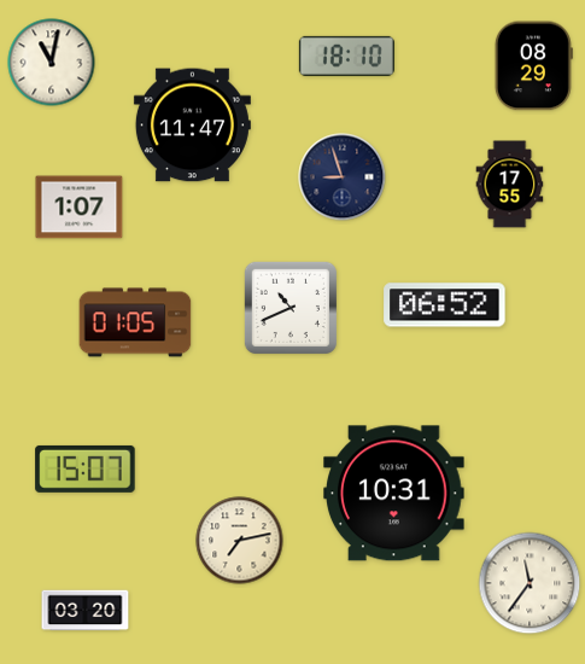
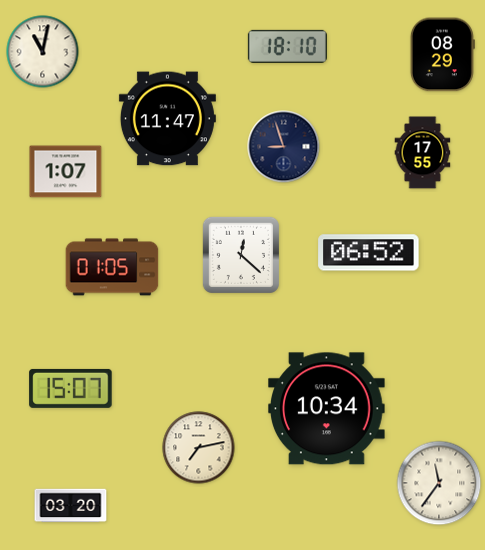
clock at (192, 126) position: (192, 126) -> (167, 119)
clock at (291, 308): 10:41 -> 12:22
clock at (394, 494): 10:31 -> 10:34
